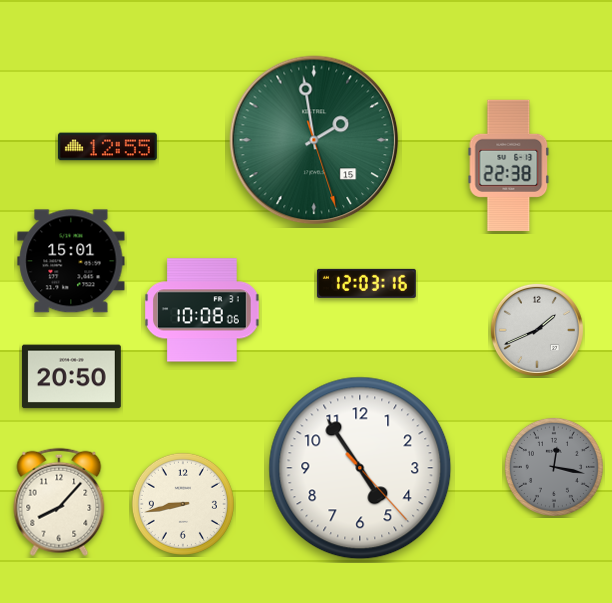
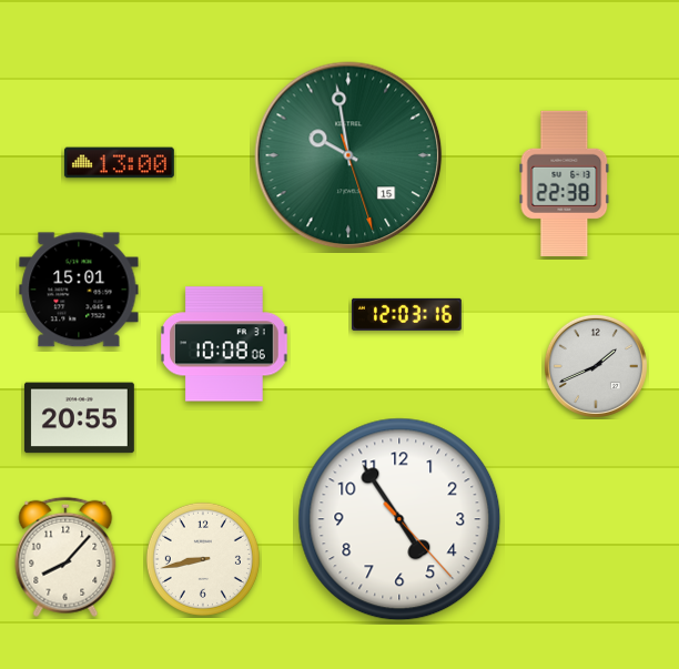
clock at (314, 140): 1:58 -> 9:58
clock at (107, 147): 12:55 -> 13:00
clock at (71, 377): 20:50 -> 20:55
clock at (554, 467): 12:17 -> none
